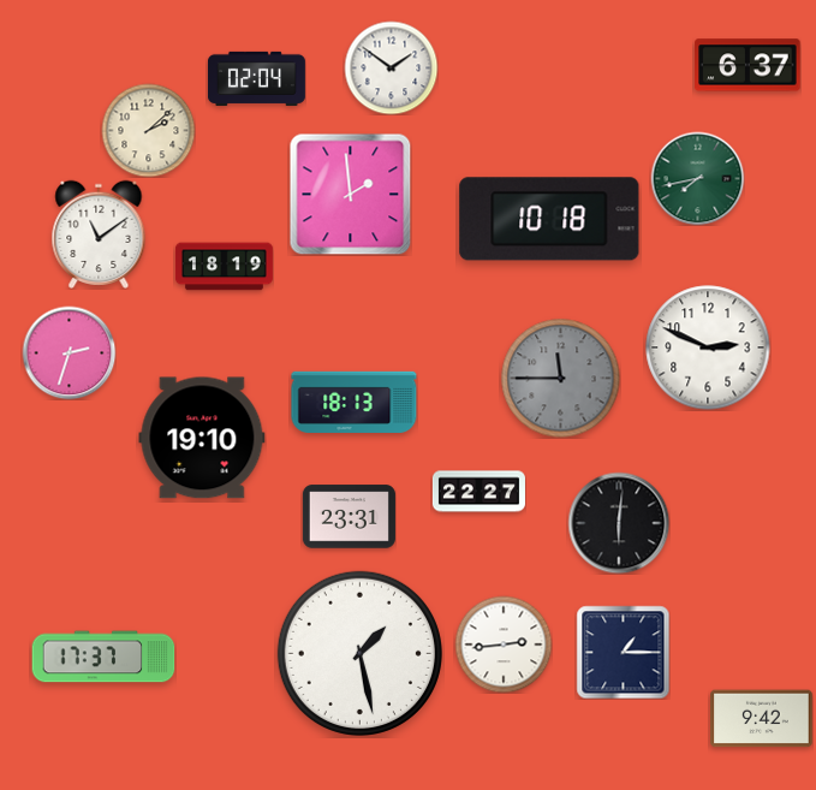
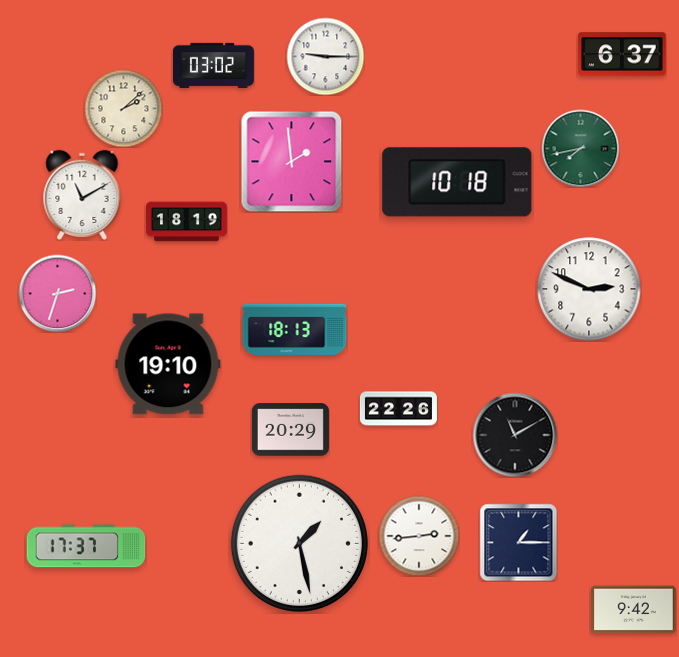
clock at (391, 67): 1:51 -> 9:15
clock at (257, 78): 02:04 -> 03:02
clock at (99, 234): 11:09 -> 11:10
clock at (561, 379): 11:45 -> none
clock at (355, 402) position: (355, 402) -> (295, 329)
clock at (478, 492): 22:27 -> 22:26
clock at (349, 517): 23:31 -> 20:29
clock at (619, 523): 6:01 -> 11:10
clock at (762, 719) position: (762, 719) -> (634, 610)
